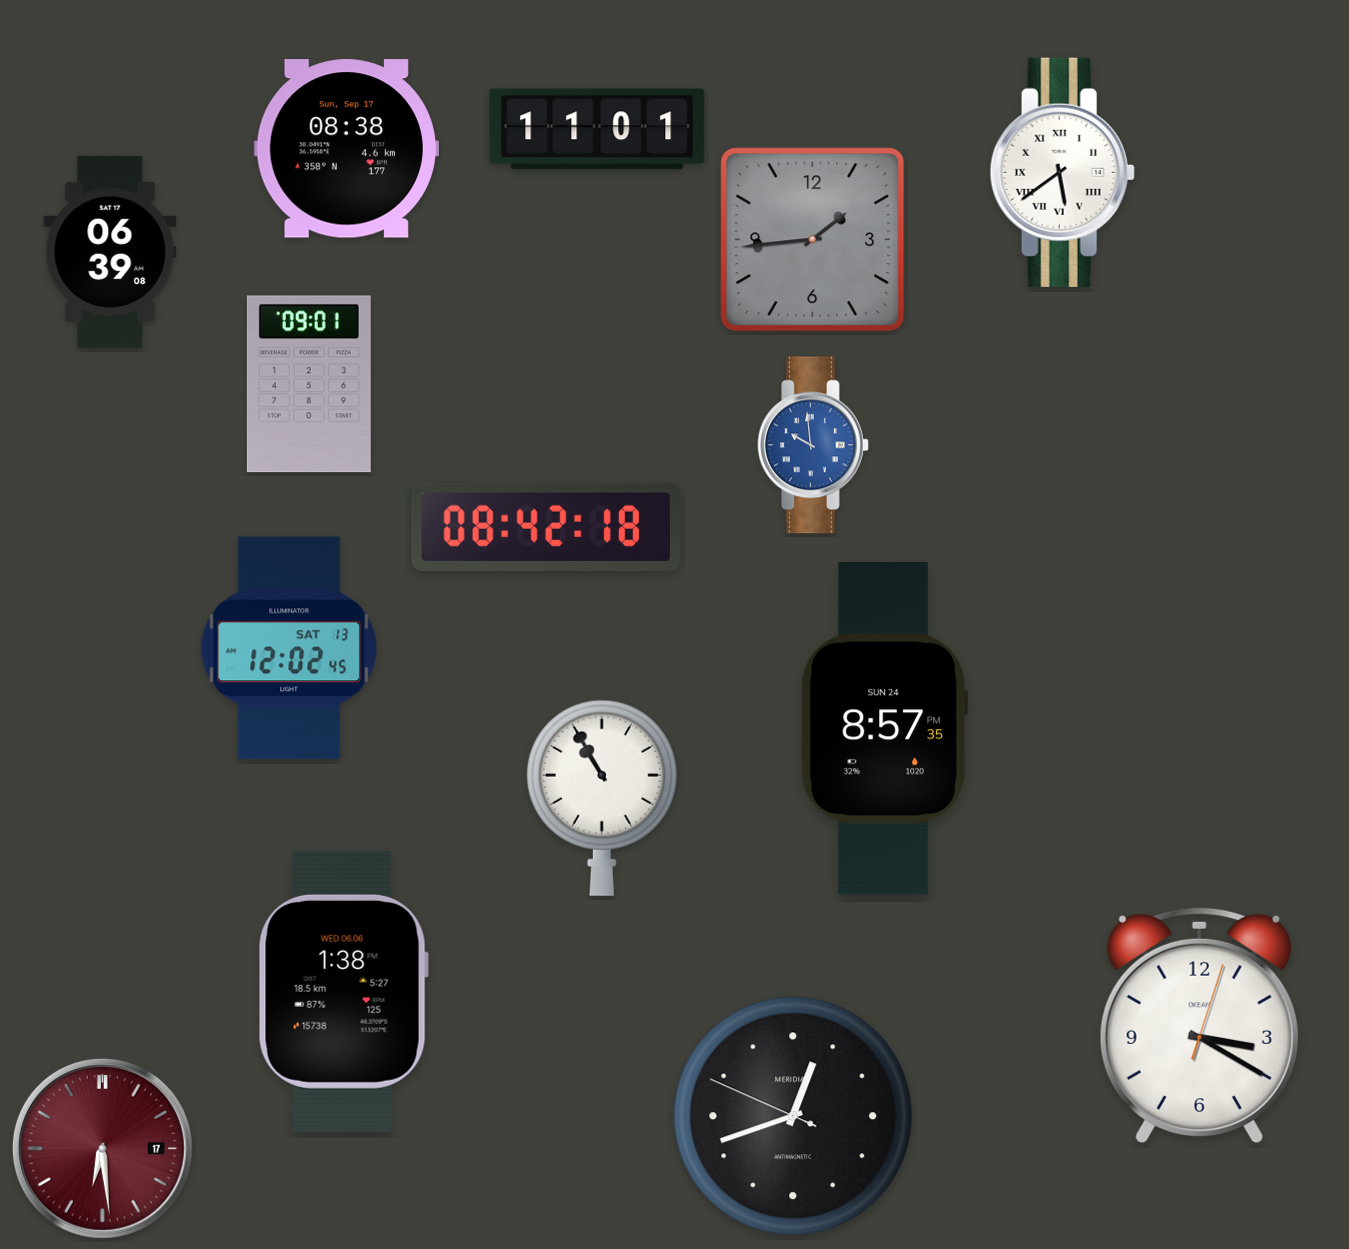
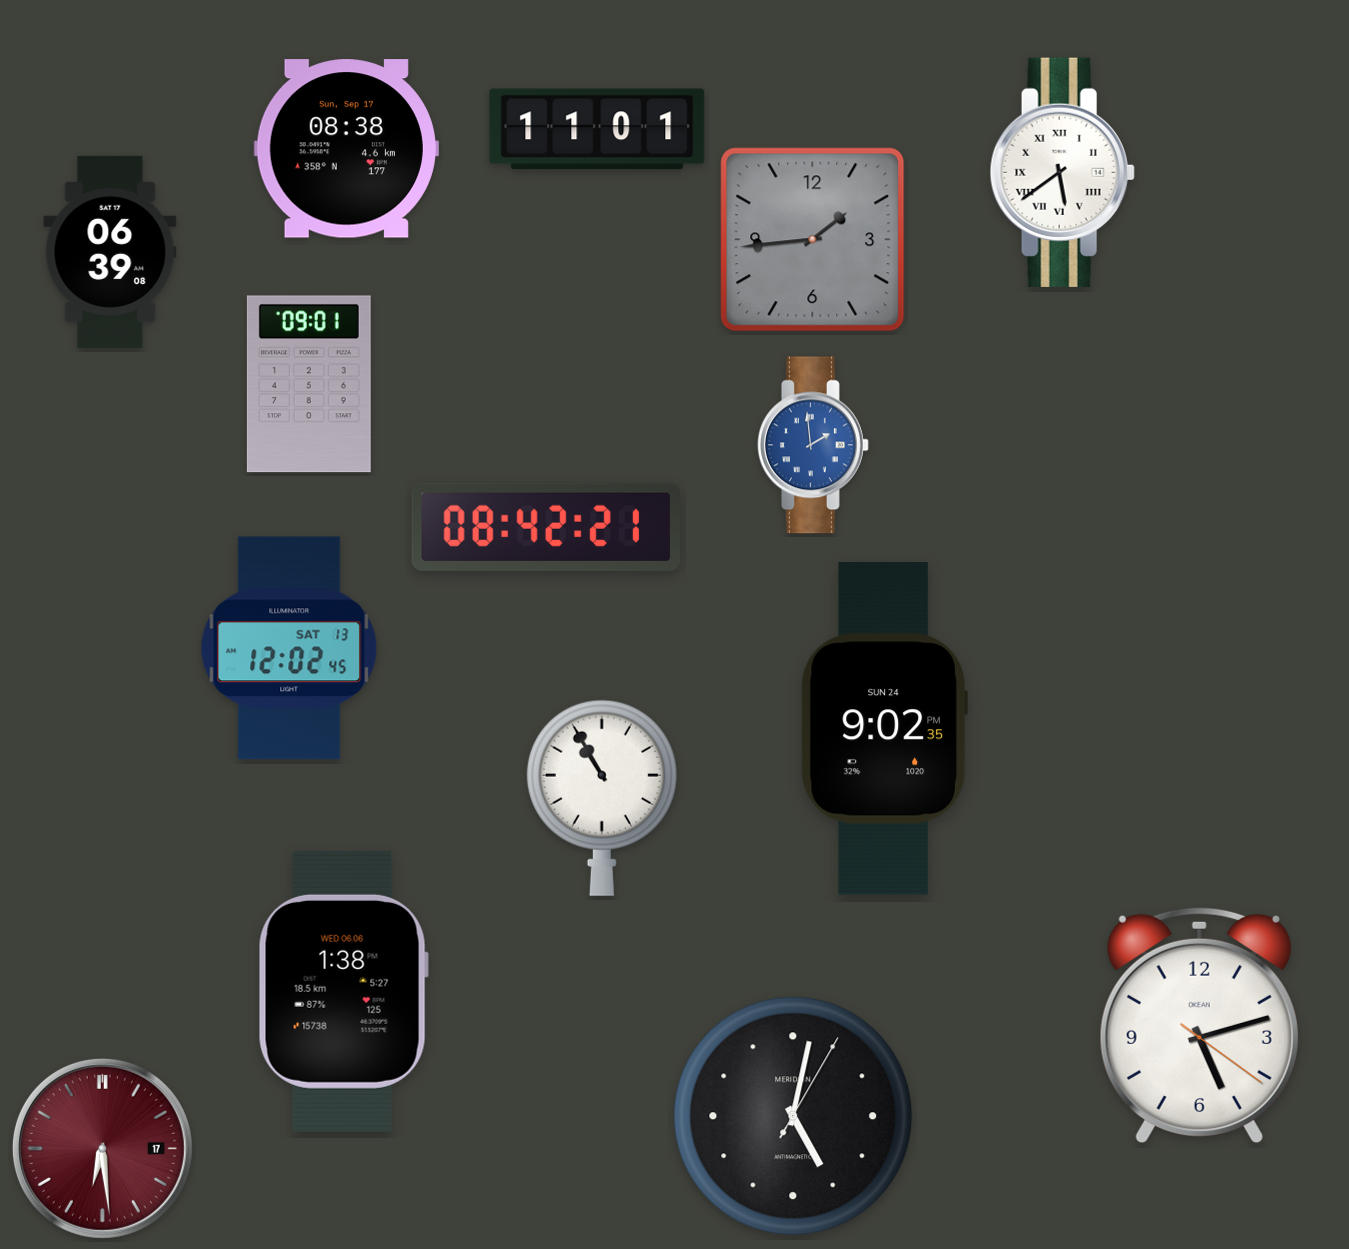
clock at (814, 445): 9:59 -> 1:59
clock at (546, 527): 08:42:18 -> 08:42:21
clock at (884, 729): 8:57 -> 9:02
clock at (1199, 1024): 3:20 -> 5:12
clock at (793, 1116): 12:41 -> 5:02
